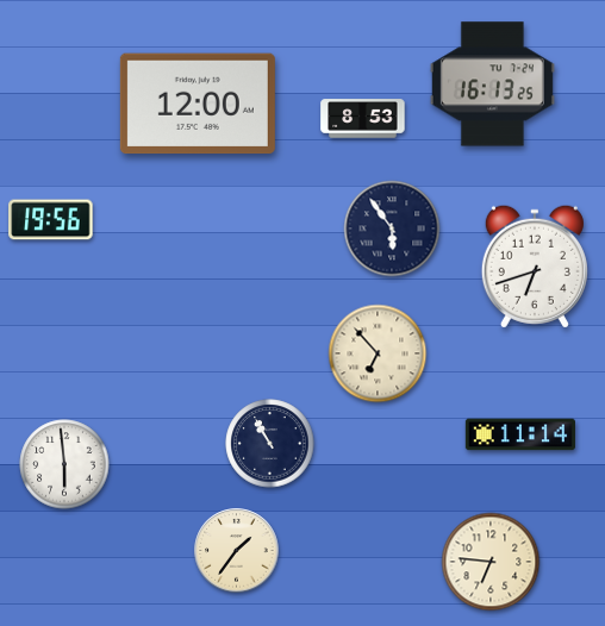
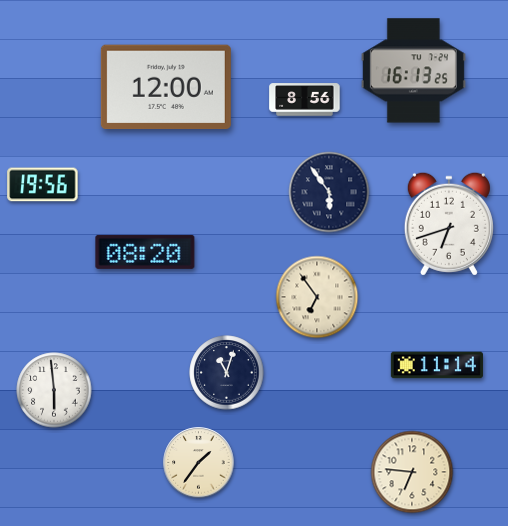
clock at (363, 119): 8:53 -> 8:56
clock at (145, 252): none -> 08:20
clock at (378, 353): 6:53 -> 6:54
clock at (270, 444): 10:55 -> 11:03
